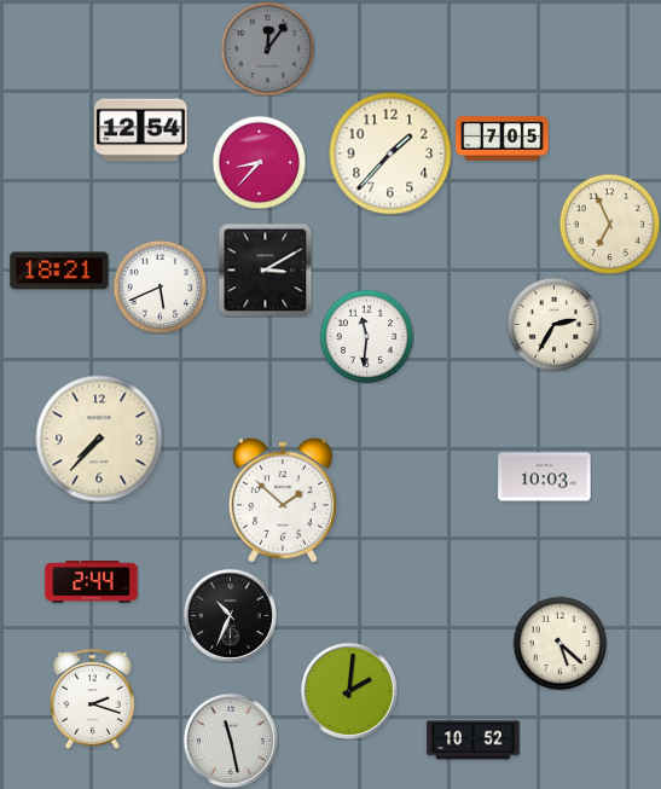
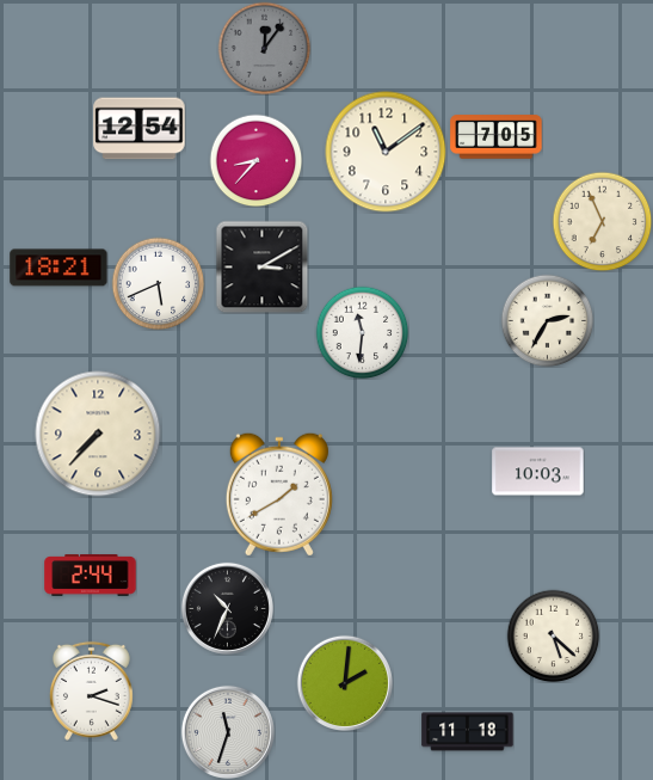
clock at (390, 153): 1:37 -> 11:09
clock at (283, 500): 1:52 -> 1:40
clock at (231, 741): 11:28 -> 11:33
clock at (474, 741): 10:52 -> 11:18
